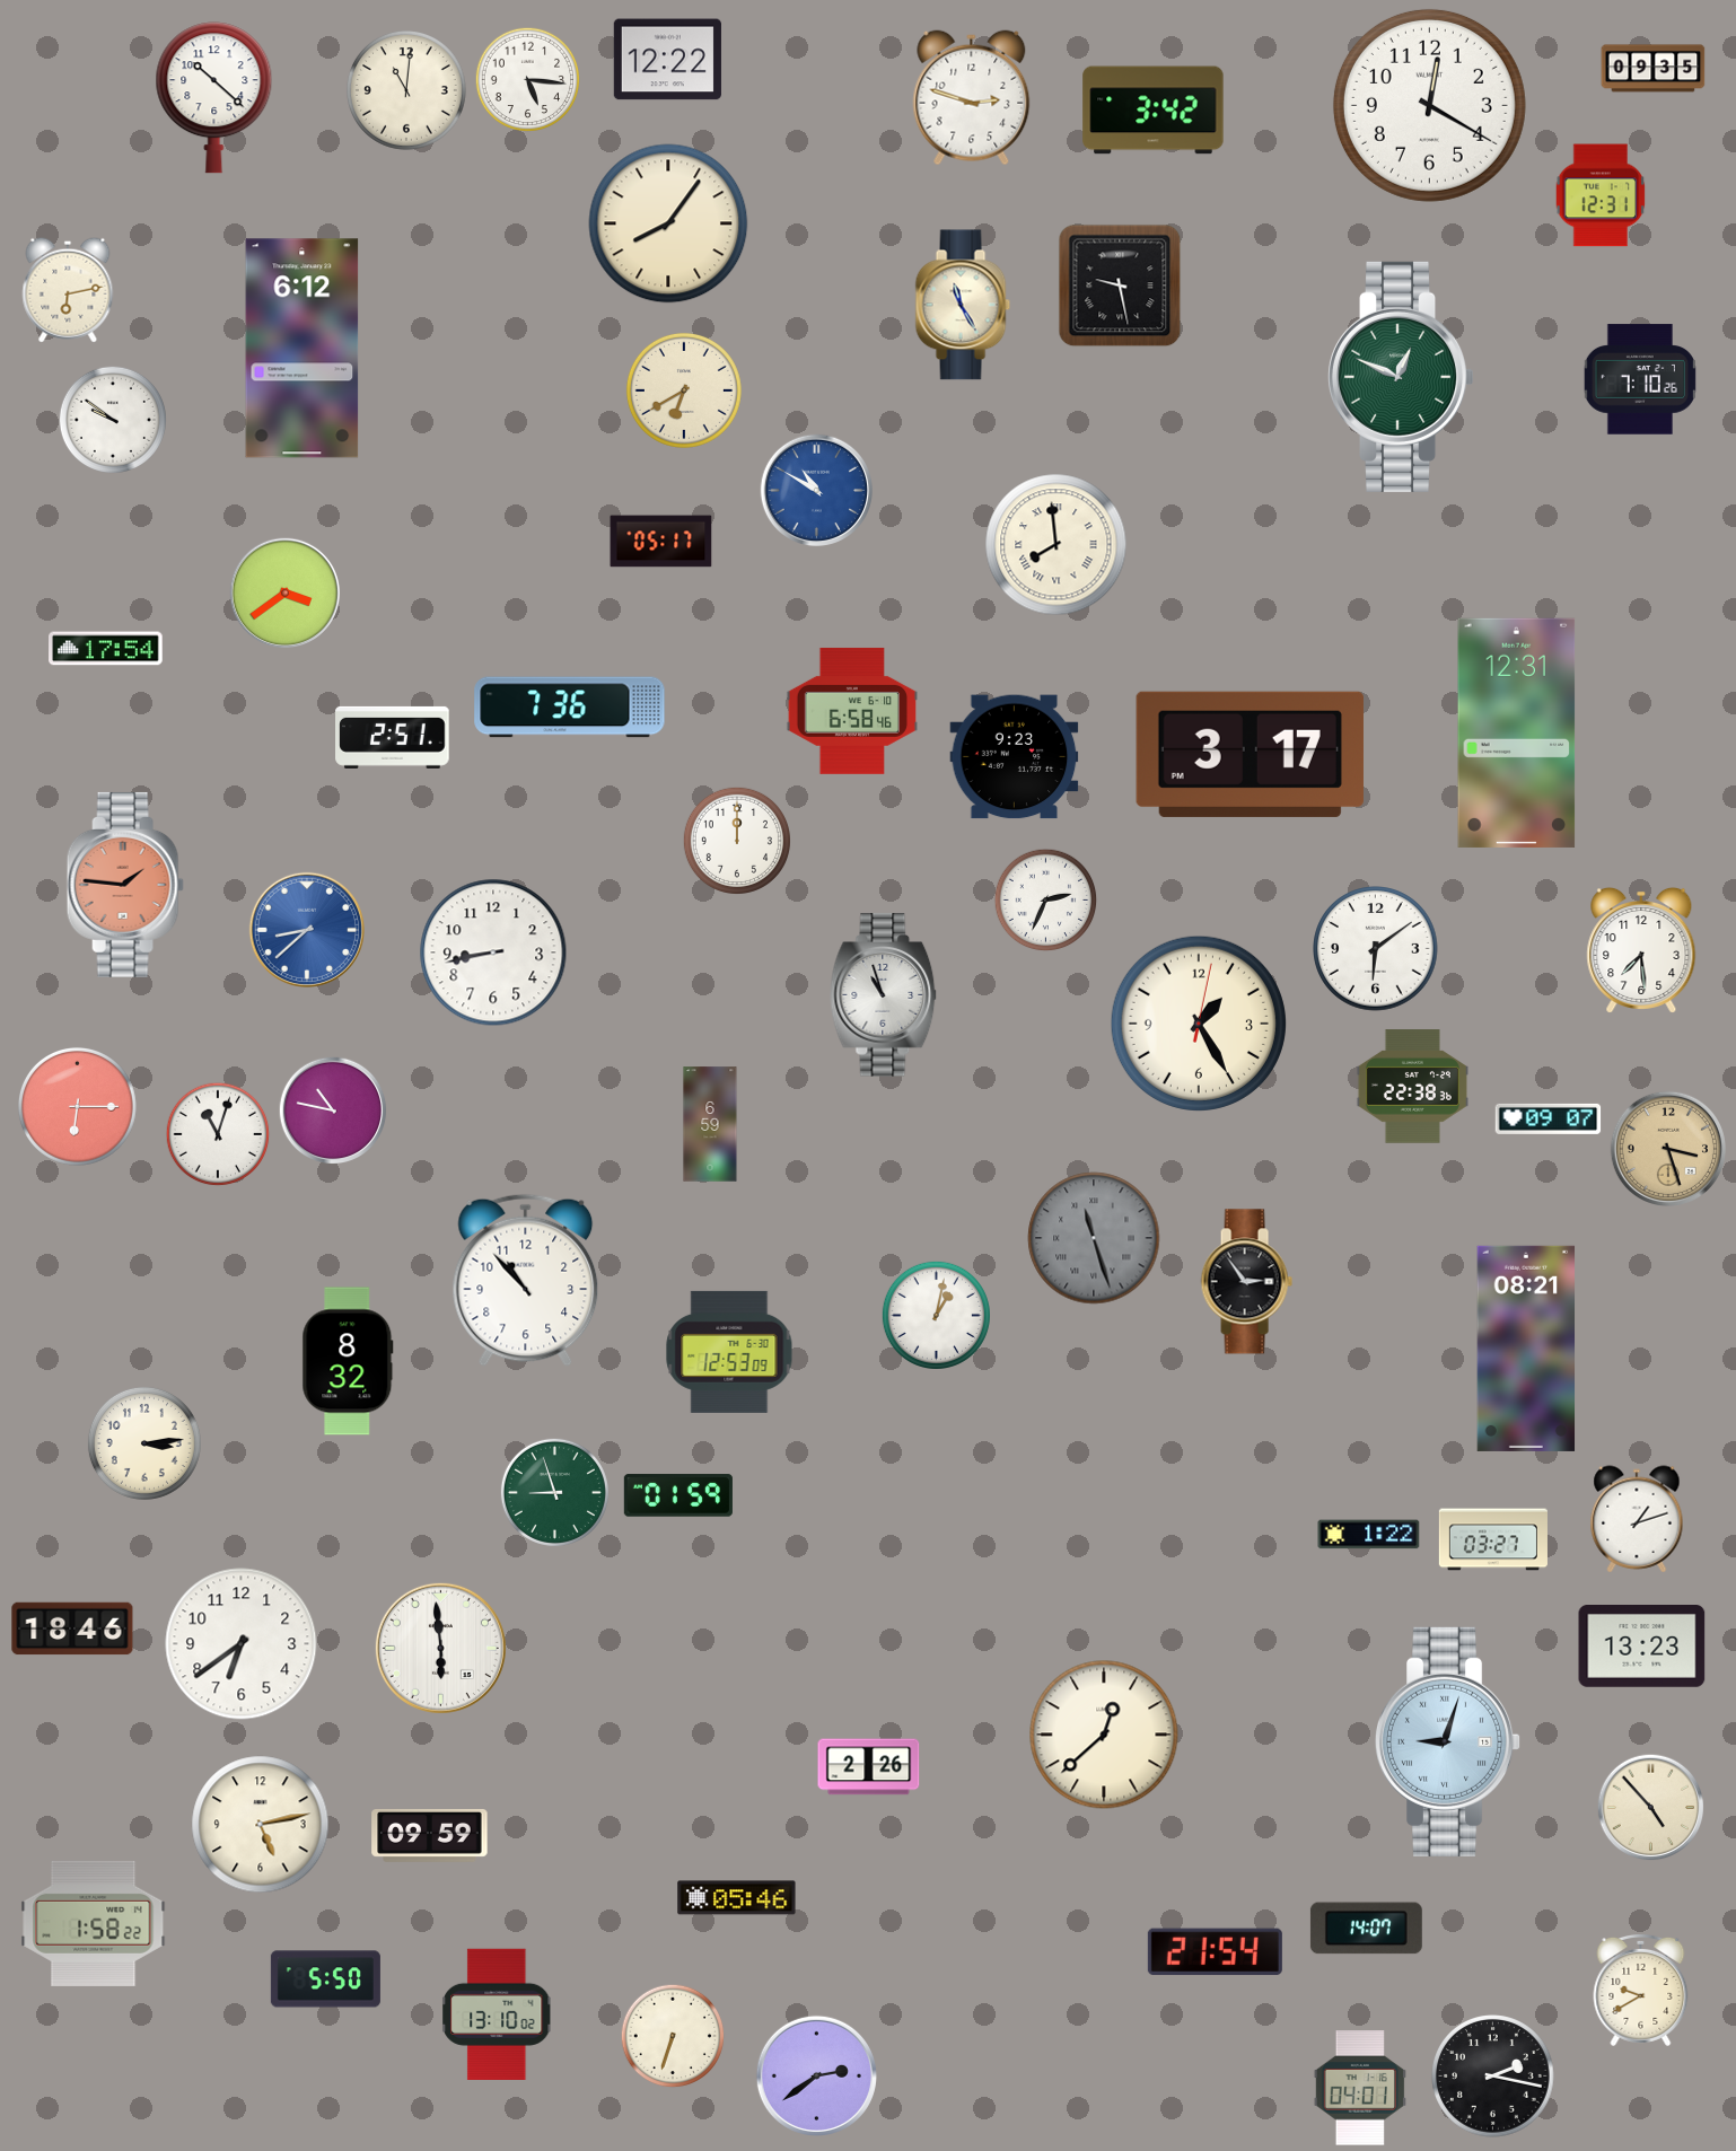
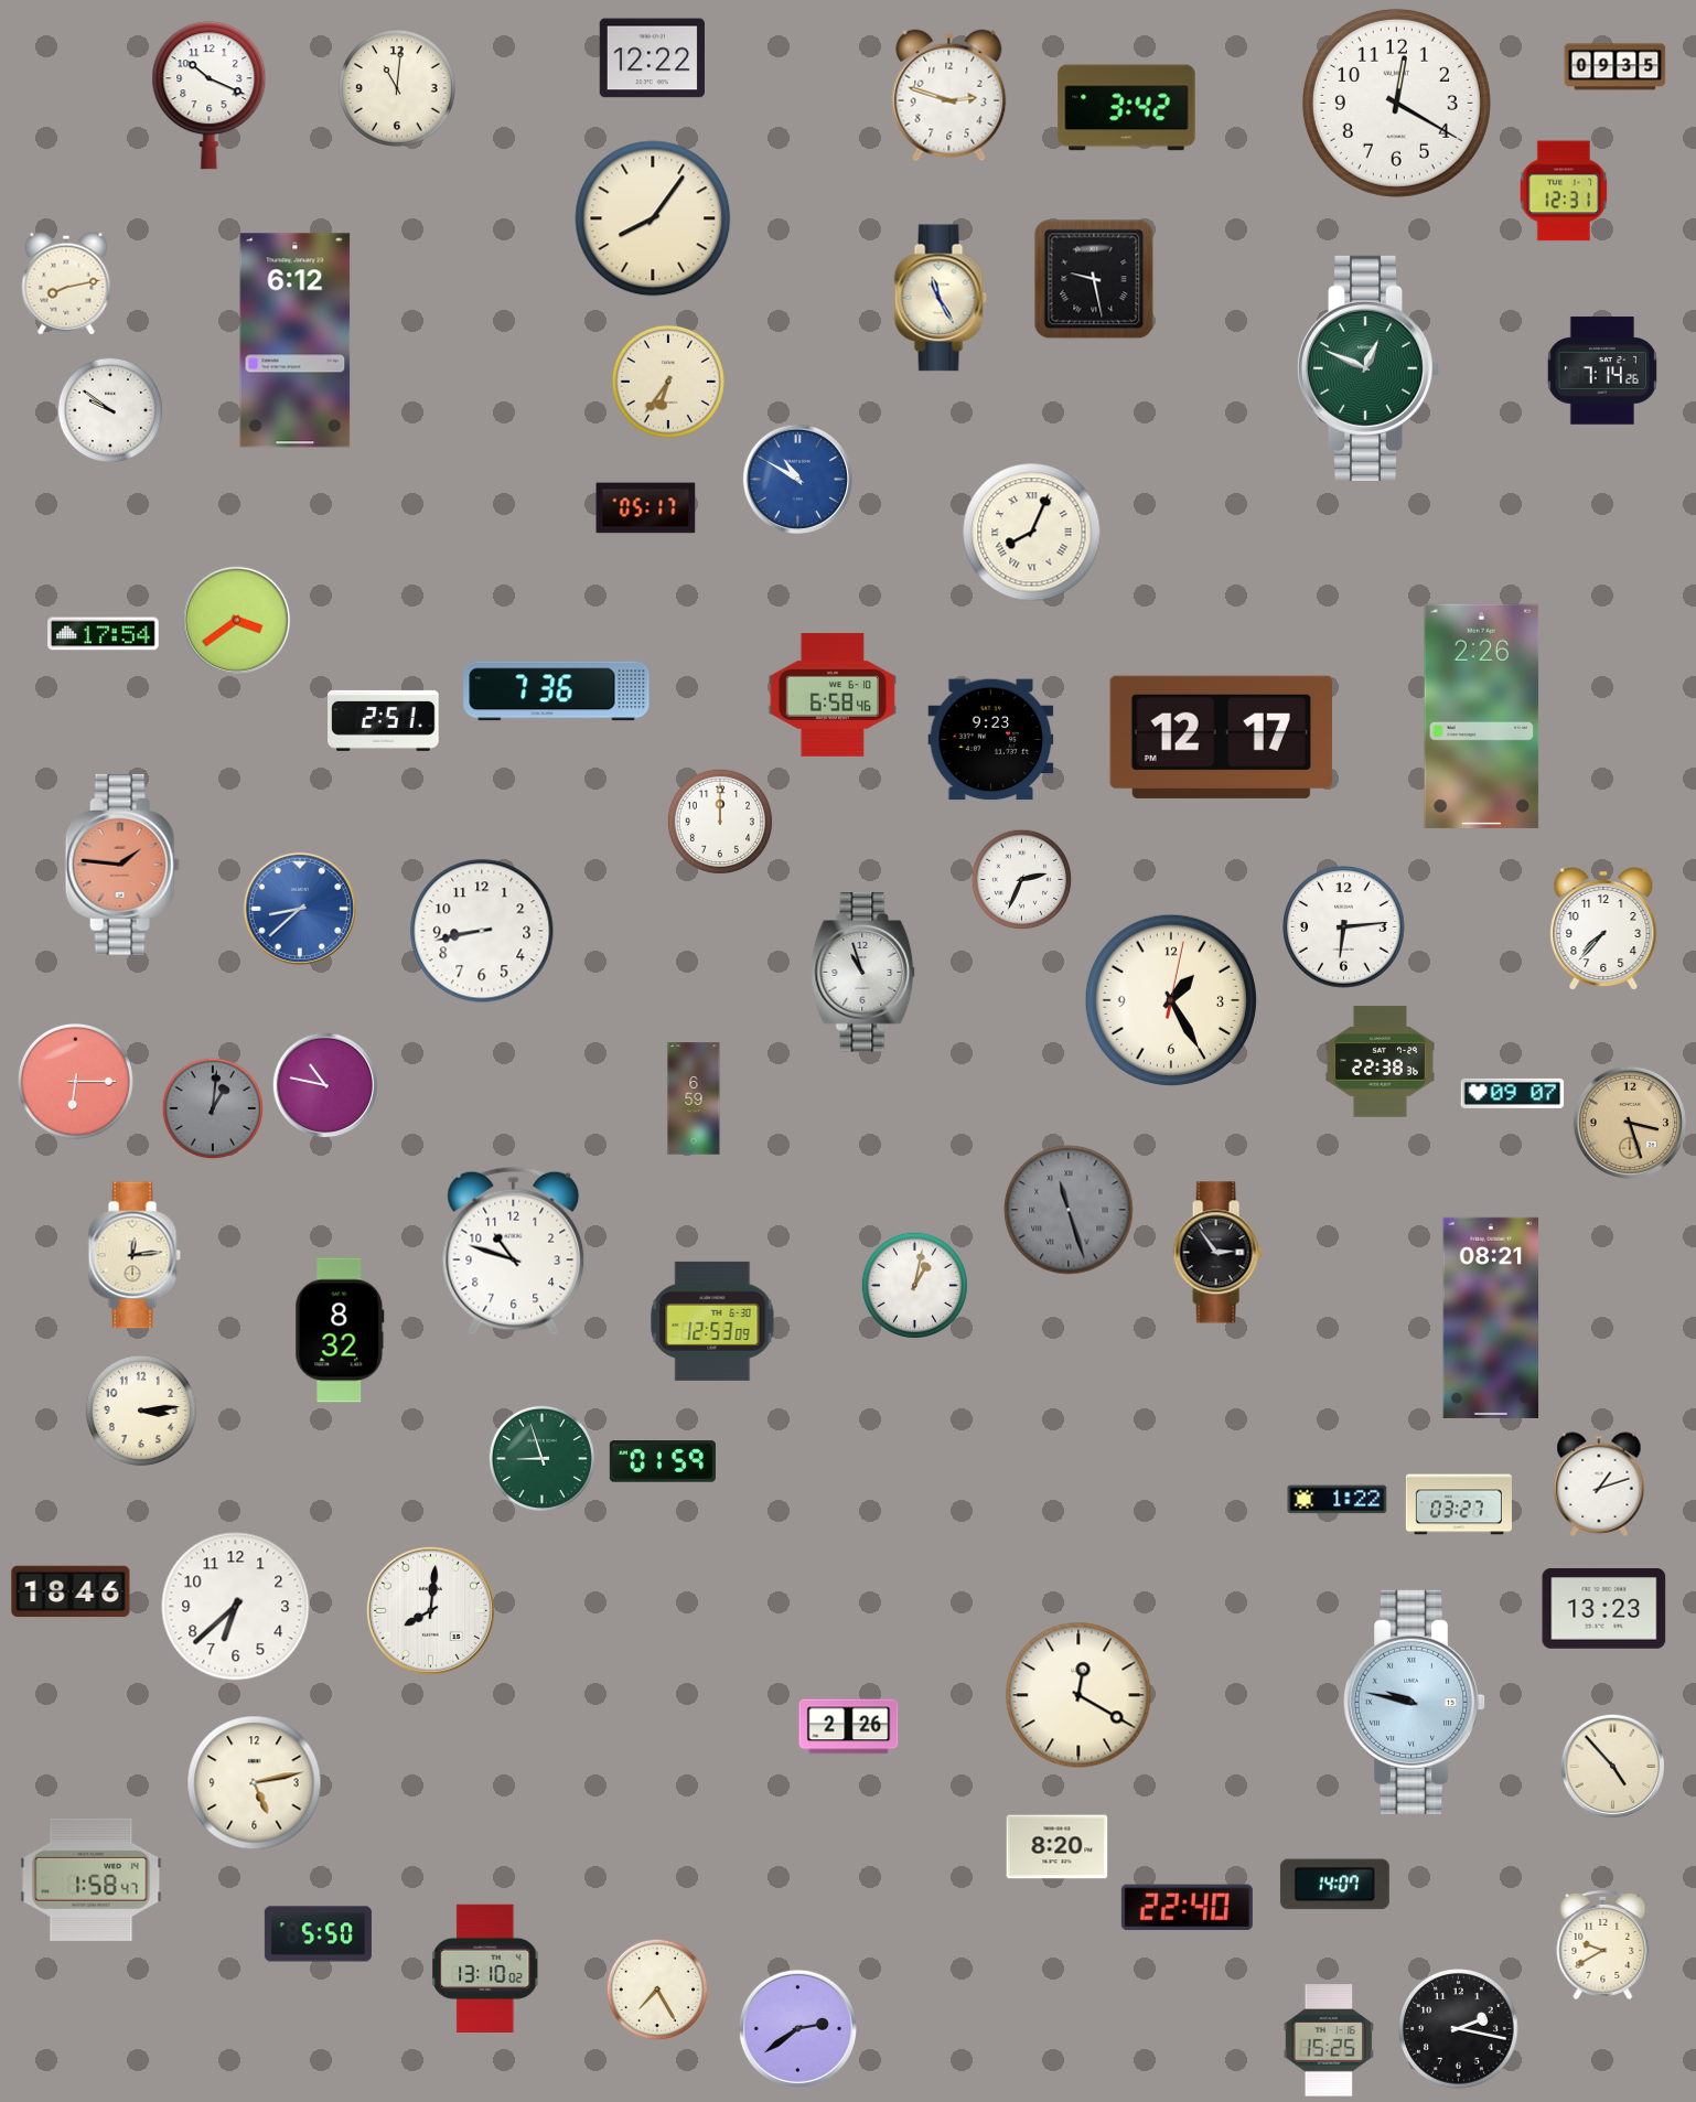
clock at (528, 80): 5:16 -> none
clock at (214, 98): 10:22 -> 10:19
clock at (68, 290): 6:13 -> 8:13
clock at (1640, 379): 7:10 -> 7:14
clock at (684, 390): 6:40 -> 6:36
clock at (661, 542) position: (661, 542) -> (646, 508)
clock at (1056, 545): 7:59 -> 8:04
clock at (284, 592) position: (284, 592) -> (236, 620)
clock at (1517, 732): 12:31 -> 2:26
clock at (1250, 754): 3:17 -> 12:17
clock at (1376, 949): 6:09 -> 6:14
clock at (1641, 950): 7:29 -> 7:37
clock at (218, 1134): 11:03 -> 1:01
clock at (218, 1134) dial: white -> grey
clock at (526, 1280): 10:53 -> 10:48
clock at (135, 1255): none -> 12:14
clock at (242, 1644): 6:39 -> 6:38
clock at (440, 1648): 5:59 -> 8:01
clock at (1104, 1735): 12:38 -> 12:20
clock at (1448, 1741): 9:03 -> 9:47
clock at (430, 1835): 09:59 -> none
clock at (1058, 1847): none -> 8:20
clock at (737, 1898): 05:46 -> none
clock at (94, 1923): 1:58:22 -> 1:58:47
clock at (1215, 1952): 21:54 -> 22:40
clock at (673, 2036): 6:33 -> 7:25
clock at (1359, 2088): 04:01 -> 15:25
